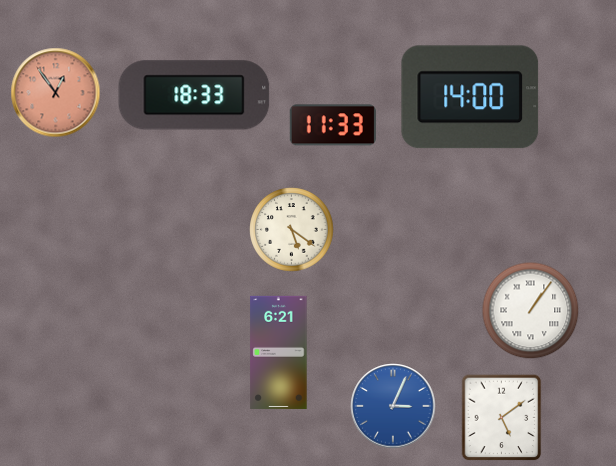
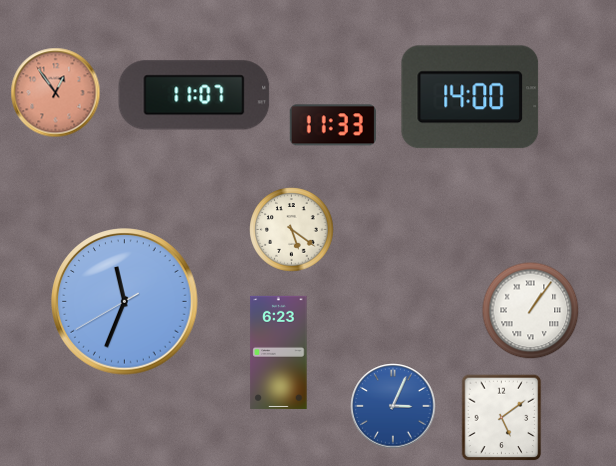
clock at (194, 95): 18:33 -> 11:07
clock at (125, 302): none -> 11:33
clock at (279, 352): 6:21 -> 6:23
